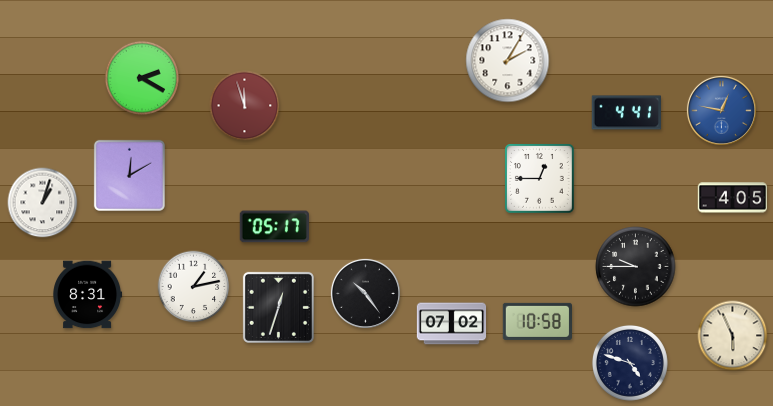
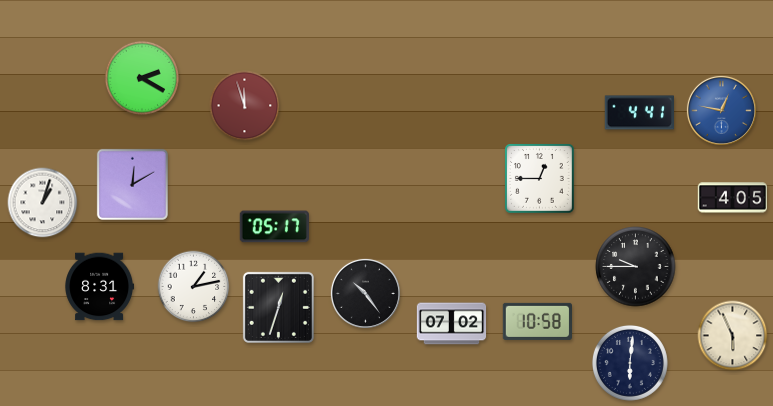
clock at (508, 61): 2:05 -> none
clock at (626, 113) position: (626, 113) -> (639, 113)
clock at (129, 175) position: (129, 175) -> (132, 184)
clock at (88, 295) position: (88, 295) -> (100, 287)
clock at (630, 363): 4:48 -> 6:01
